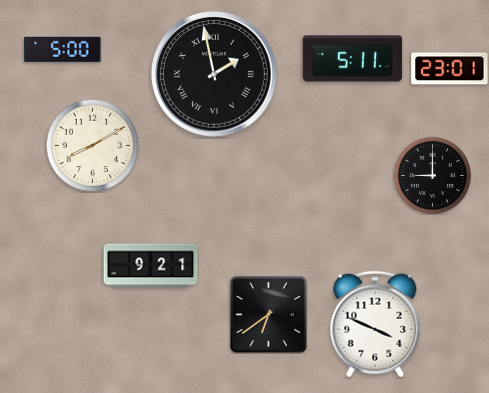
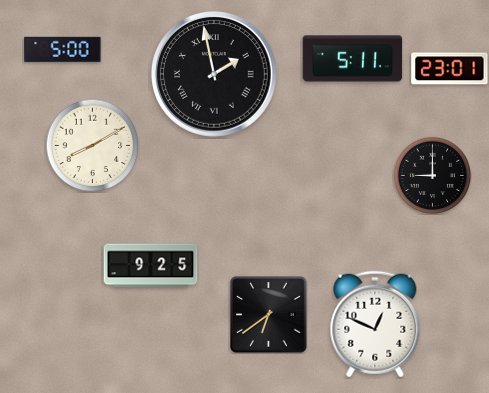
clock at (151, 266): 9:21 -> 9:25
clock at (375, 324): 3:49 -> 12:49
